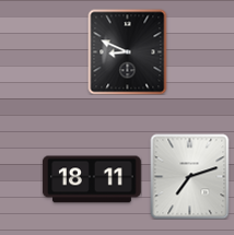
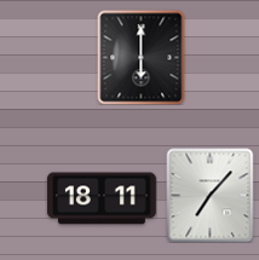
clock at (128, 51): 8:49 -> 6:00
clock at (190, 176): 7:12 -> 7:07
